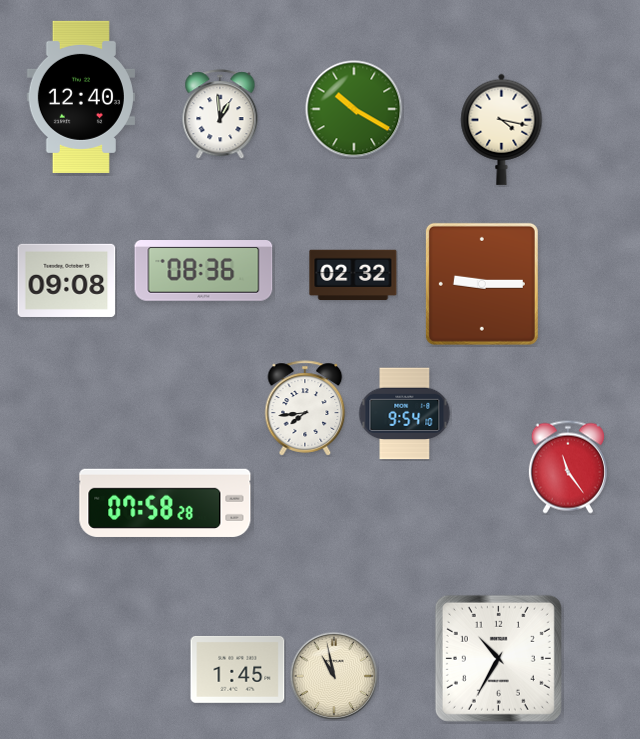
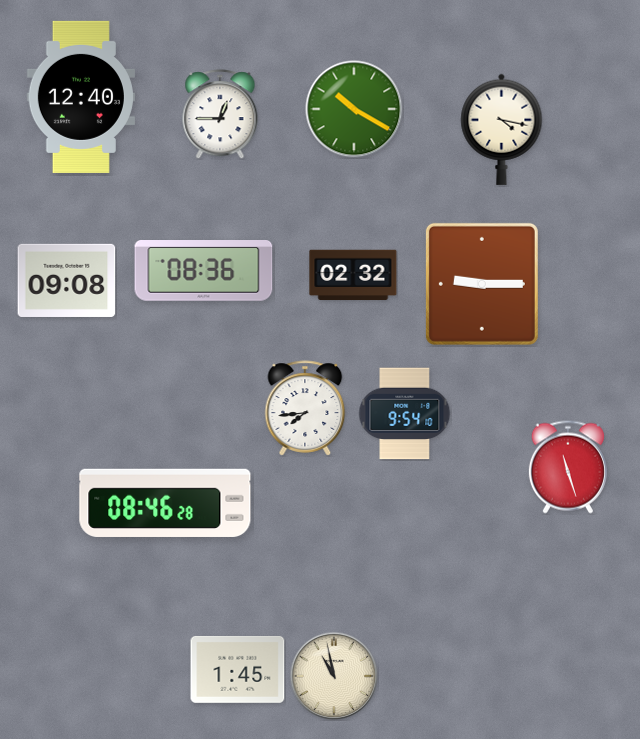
clock at (220, 114): 12:59 -> 12:45
clock at (568, 467): 11:24 -> 11:27
clock at (165, 503): 07:58 -> 08:46
clock at (498, 658): 10:35 -> none
